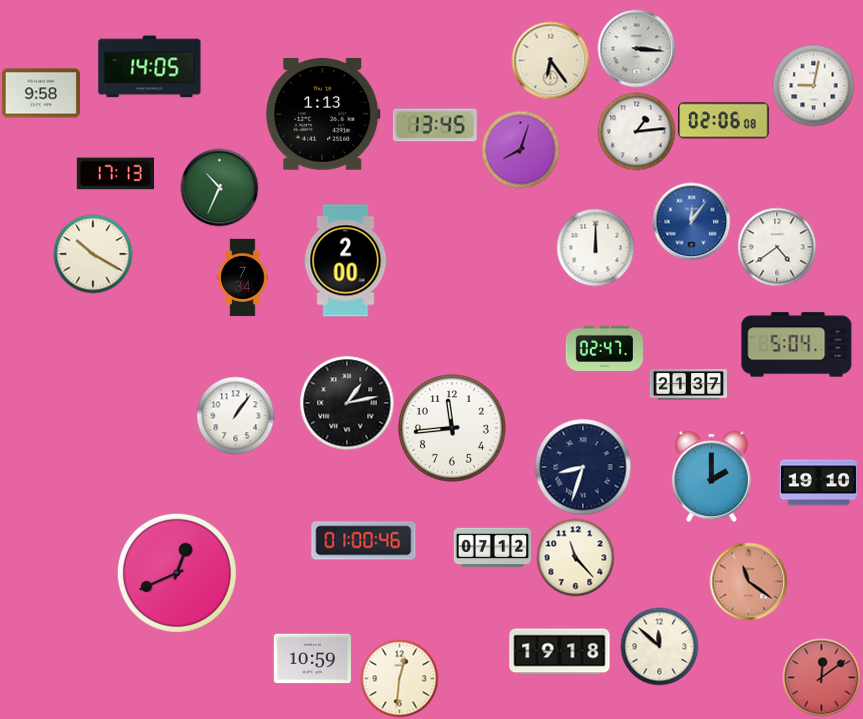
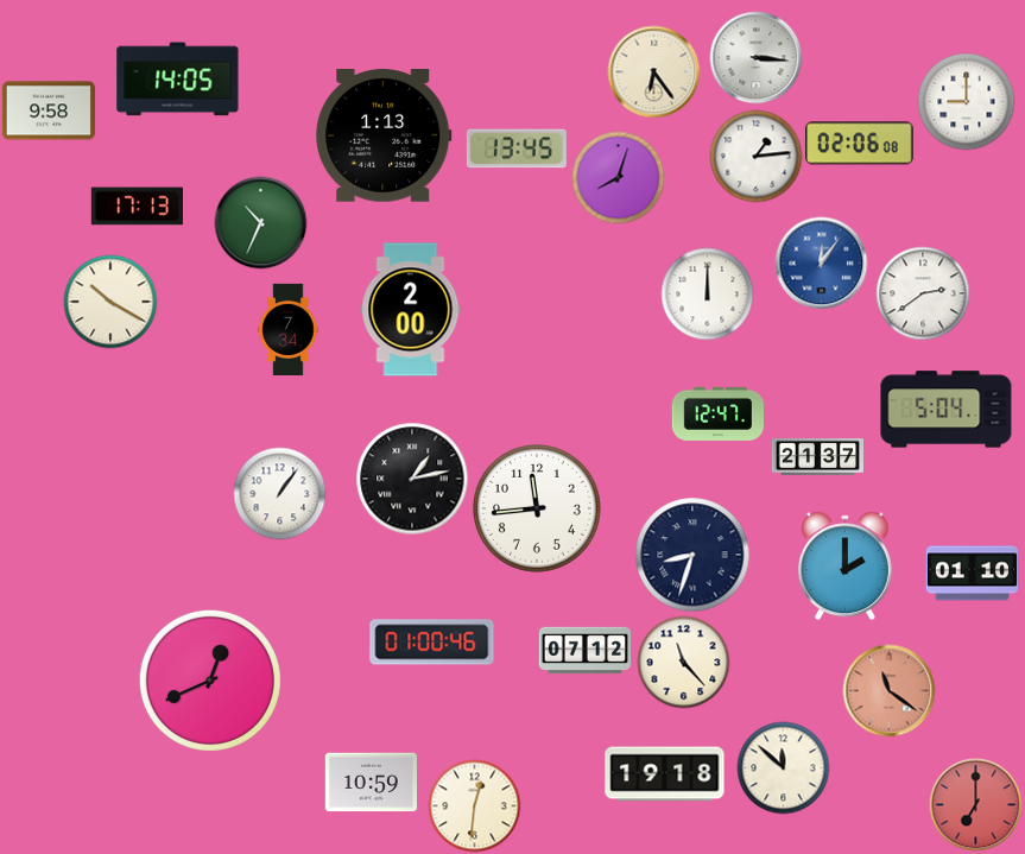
clock at (813, 85): 9:02 -> 9:00
clock at (777, 247): 4:39 -> 2:39
clock at (604, 348): 02:47 -> 12:47
clock at (818, 483): 19:10 -> 01:10
clock at (821, 677): 12:09 -> 7:00
